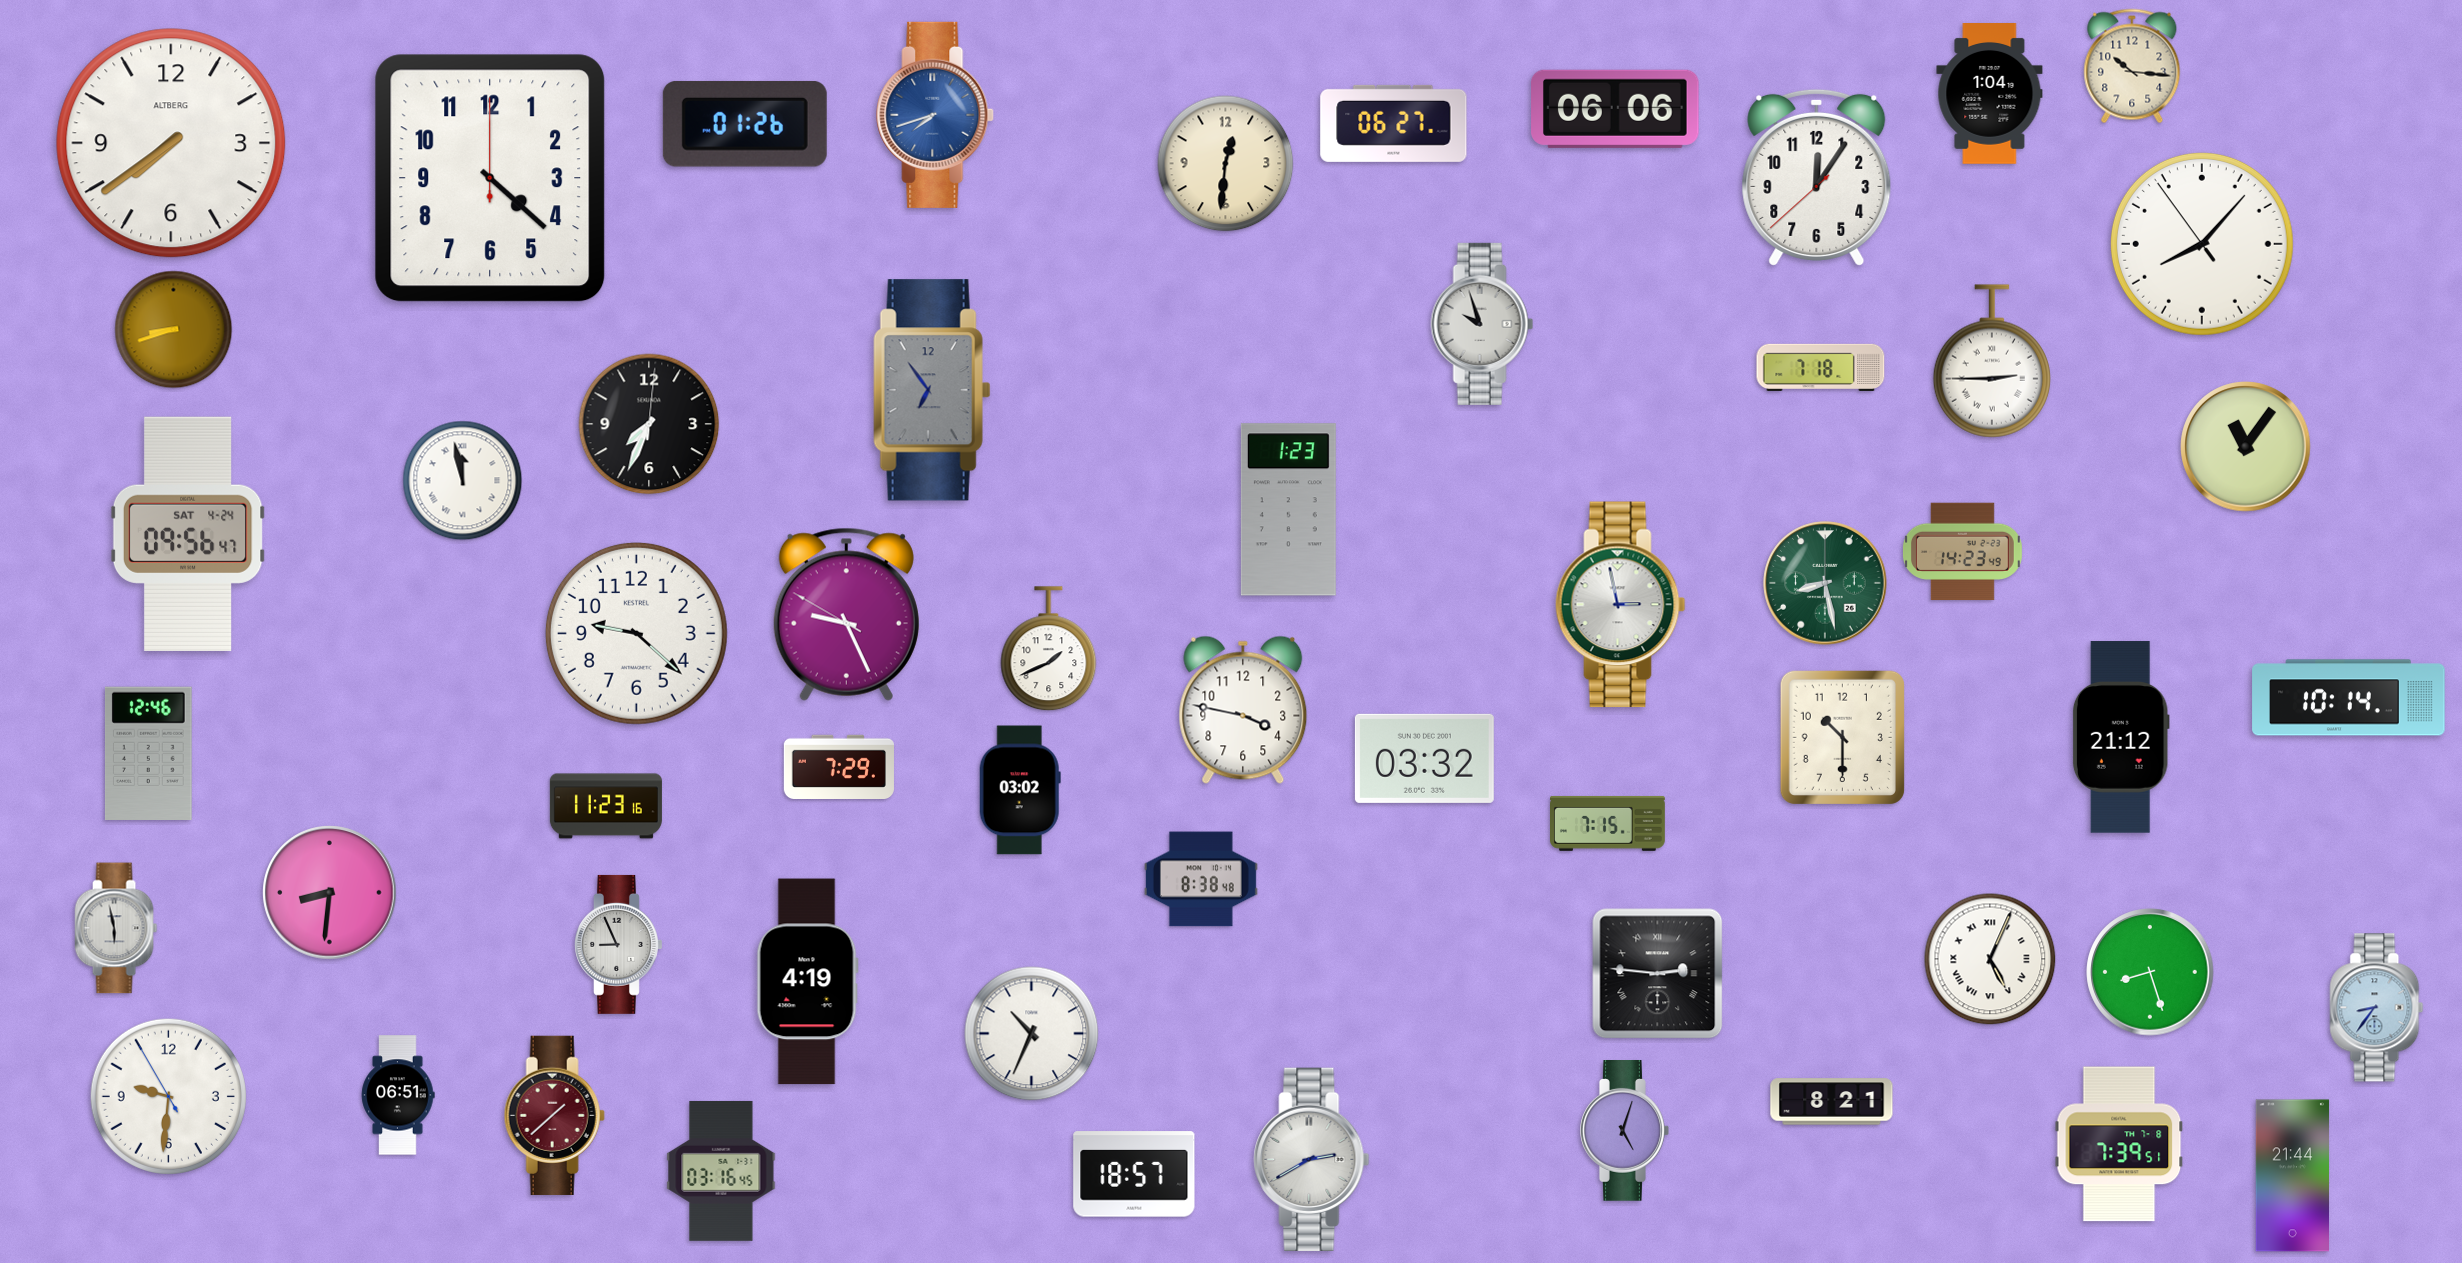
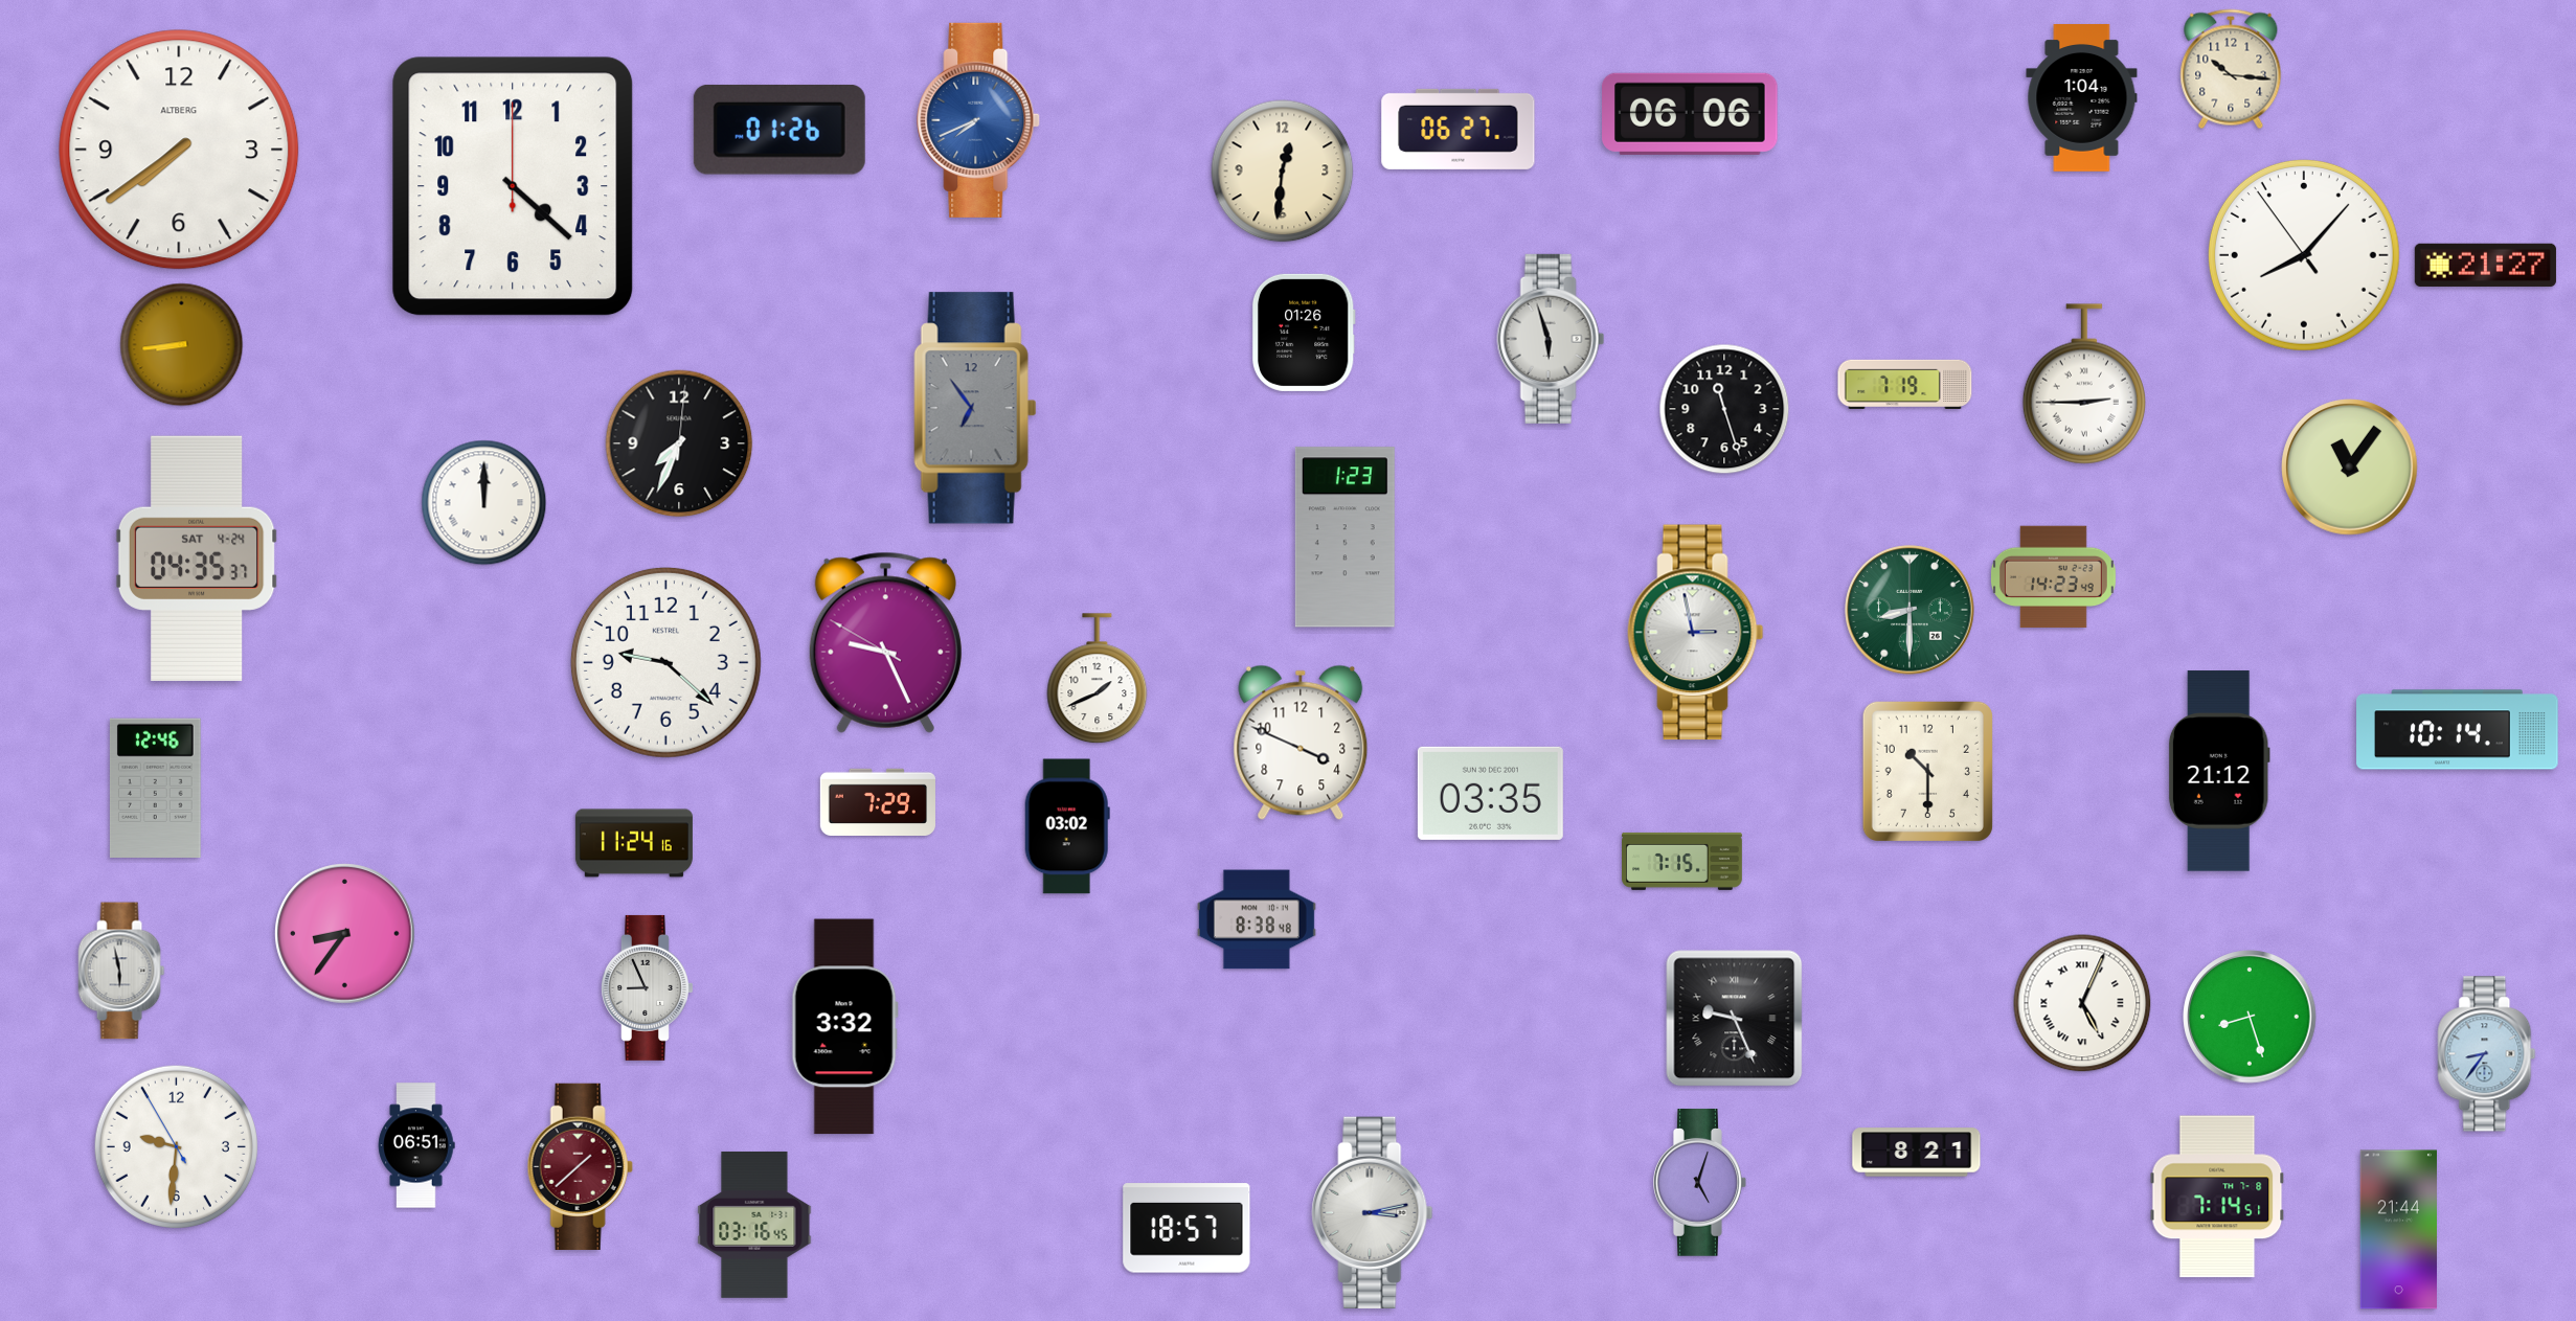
clock at (936, 115): 7:42 -> 7:41
clock at (1817, 177): 12:05 -> none
clock at (2485, 265): none -> 21:27
clock at (1304, 333): none -> 01:26
clock at (1482, 324): 9:57 -> 5:57
clock at (174, 330): 8:42 -> 8:44
clock at (1992, 361) position: (1992, 361) -> (2084, 384)
clock at (1821, 367): 7:18 -> 7:19
clock at (1724, 409): none -> 11:27
clock at (463, 481): 11:58 -> 12:00
clock at (1288, 510) position: (1288, 510) -> (1345, 538)
clock at (188, 534): 09:56 -> 04:35
clock at (1825, 583): 8:28 -> 8:30
clock at (1243, 710): 3:47 -> 3:49
clock at (1424, 758): 03:32 -> 03:35
clock at (606, 806): 11:23 -> 11:24
clock at (330, 893): 8:31 -> 8:36
clock at (1658, 974): 2:46 -> 9:26
clock at (807, 982): 4:19 -> 3:32
clock at (1032, 1034): 10:34 -> none
clock at (2119, 1144): 7:39 -> 7:14
clock at (1312, 1159): 2:40 -> 3:13
